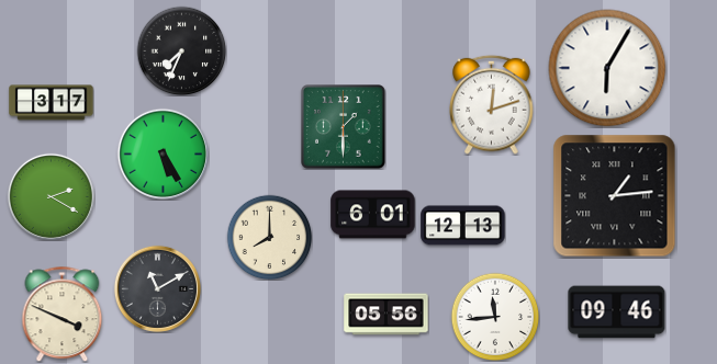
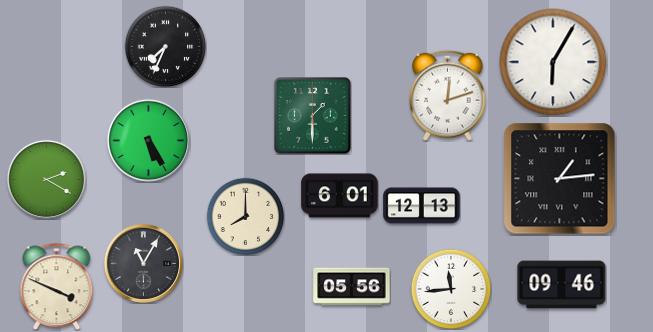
clock at (52, 103): 3:17 -> none
clock at (157, 288): 11:10 -> 11:05
